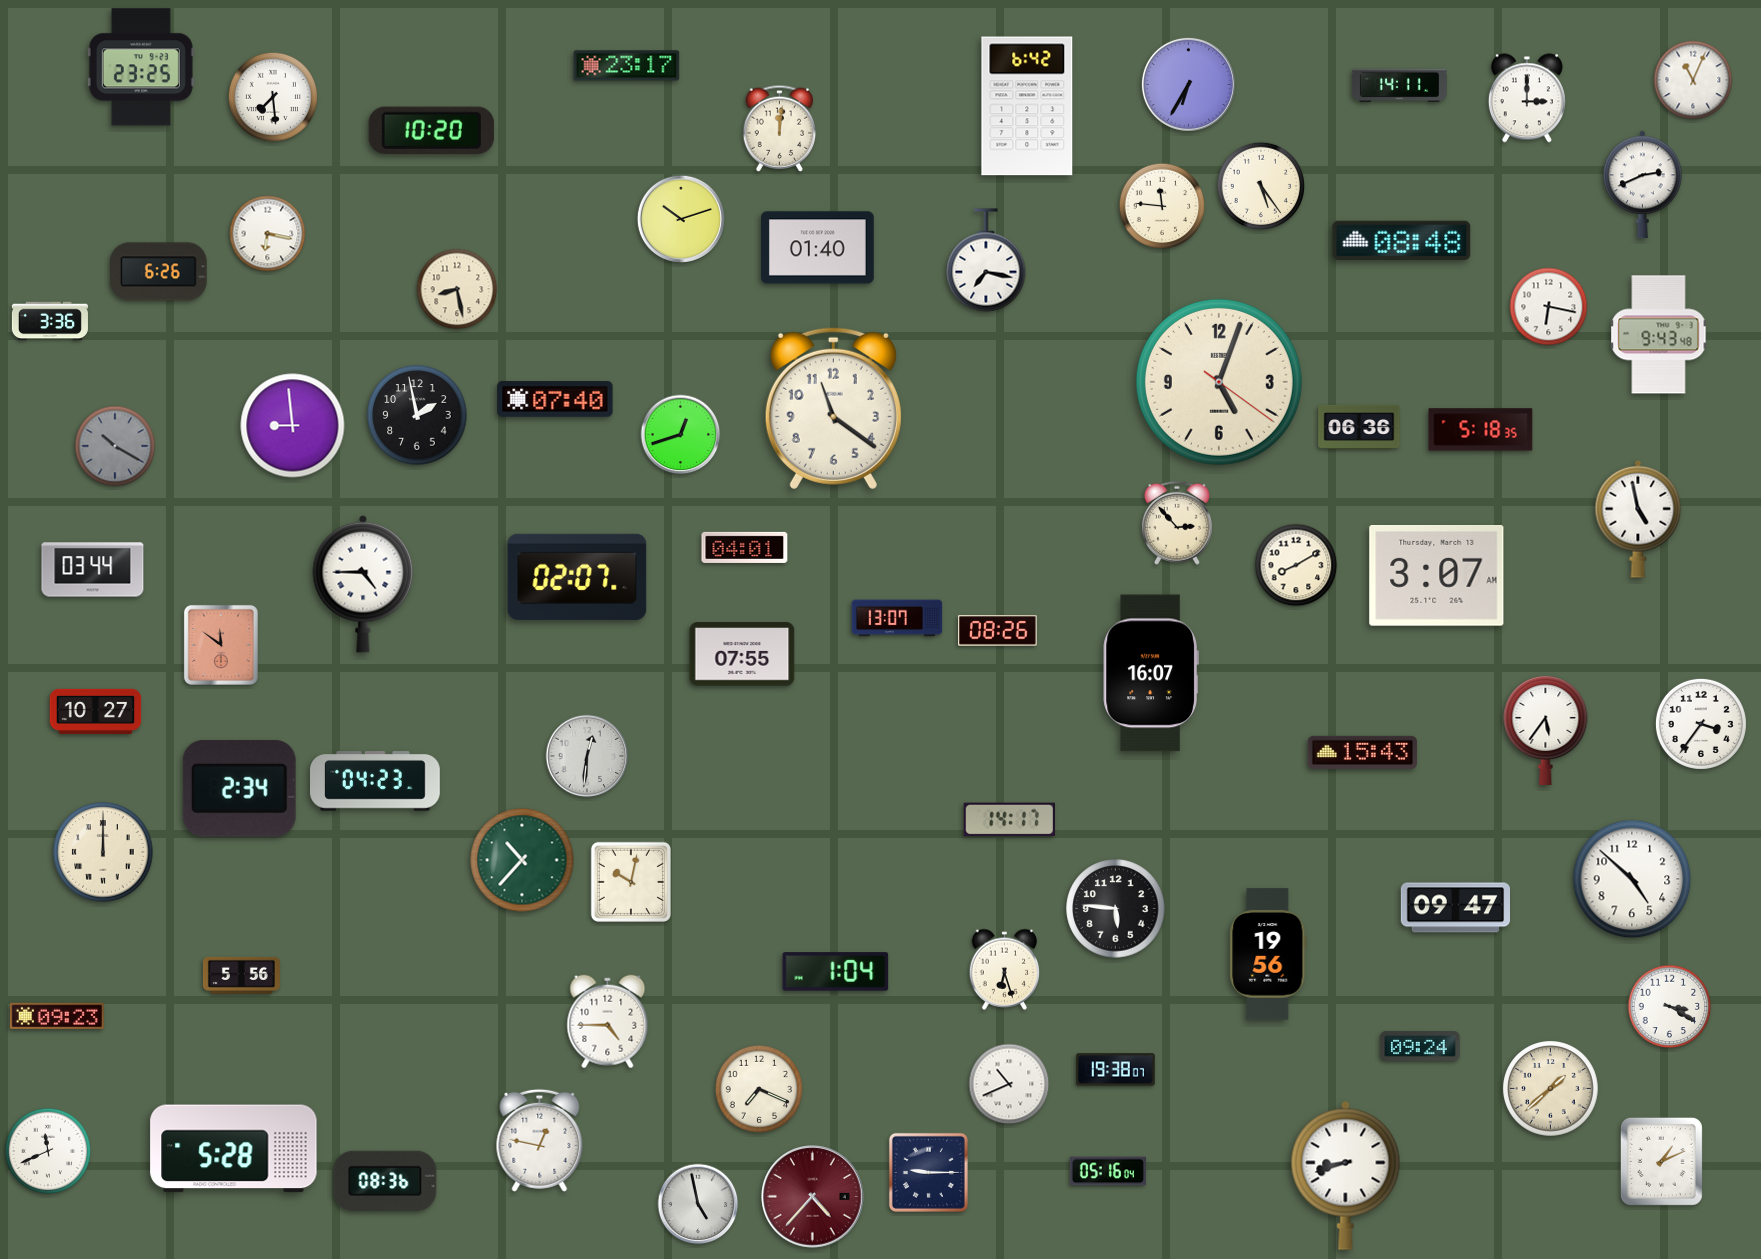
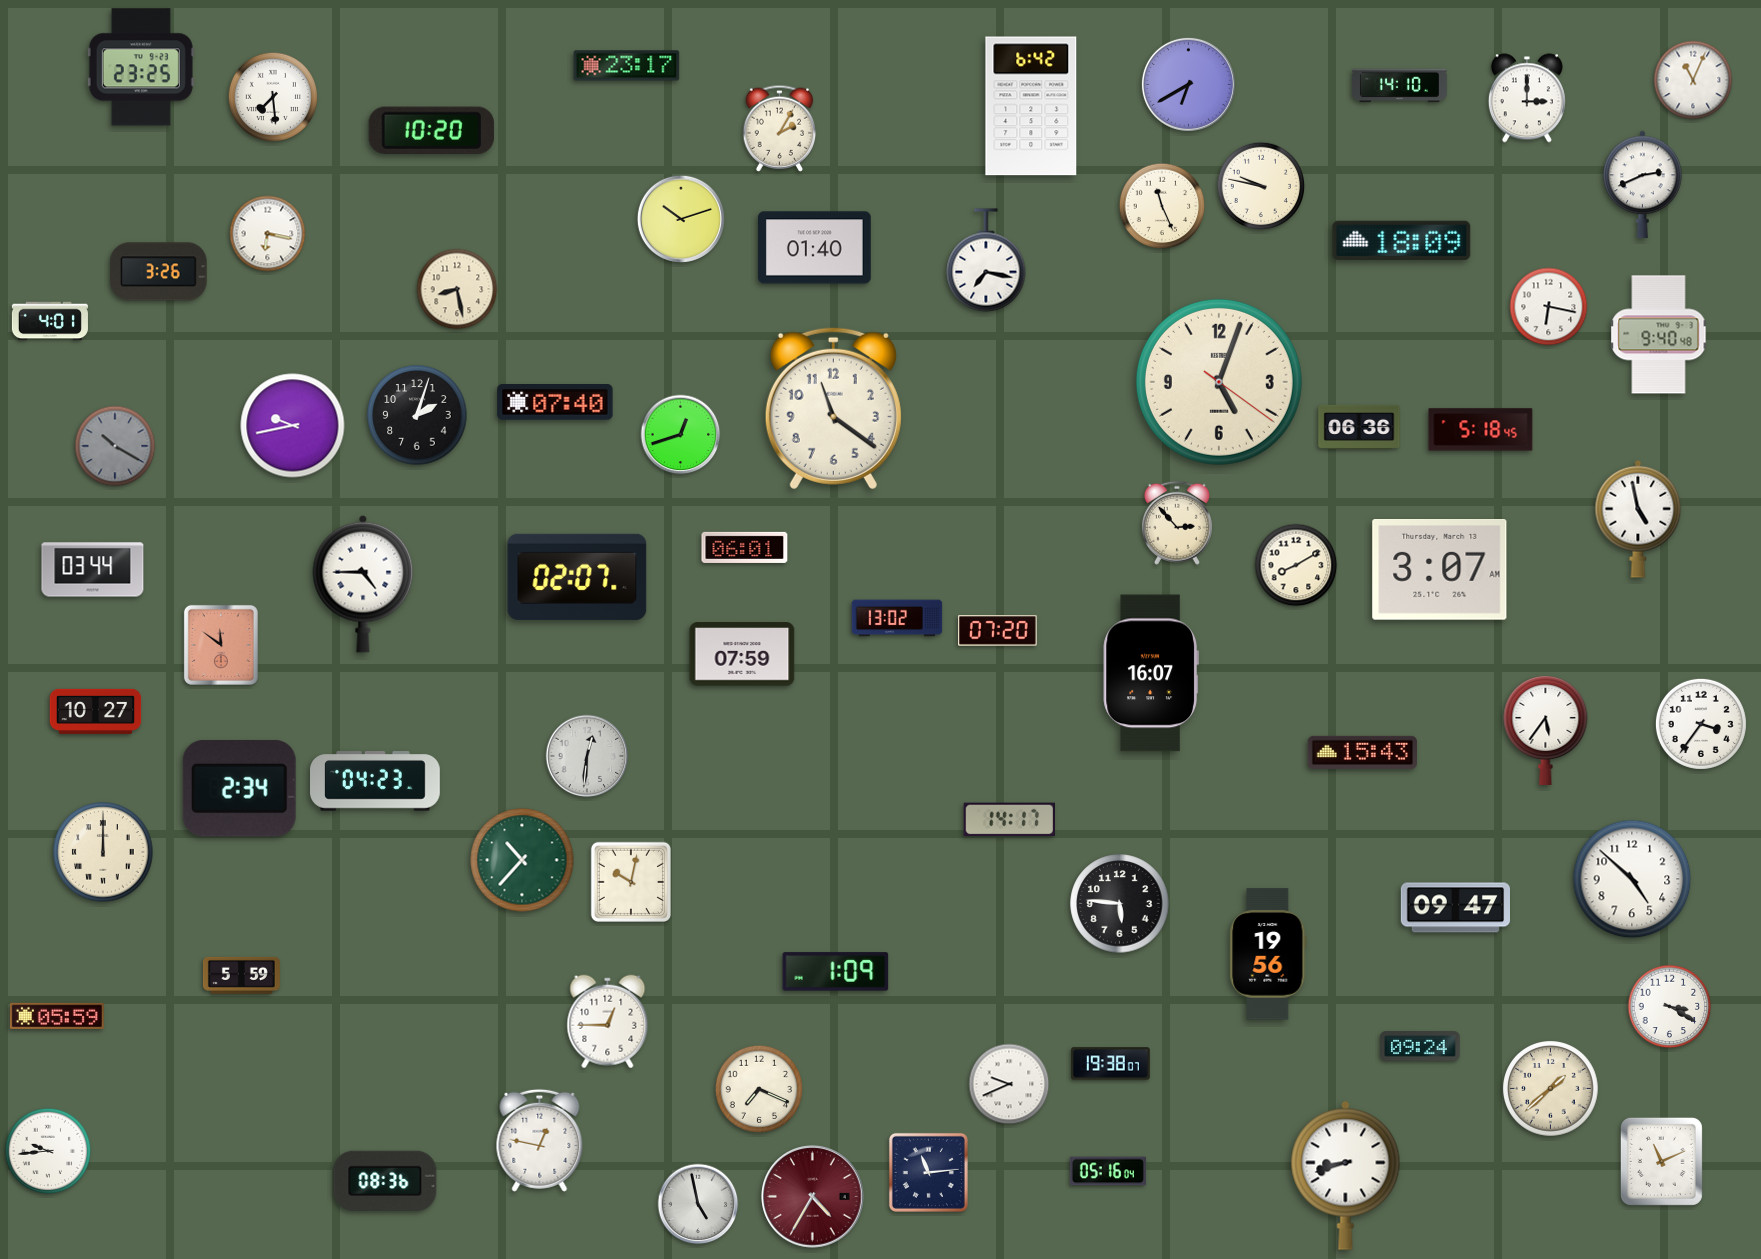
clock at (1188, 84): 6:35 -> 6:40
clock at (1400, 86): 14:11 -> 14:10
clock at (1027, 106) position: (1027, 106) -> (1031, 106)
clock at (780, 128): 12:01 -> 2:05
clock at (1260, 185): 5:24 -> 9:47
clock at (1162, 206): 11:46 -> 11:26
clock at (1402, 240): 08:48 -> 18:09
clock at (818, 248) position: (818, 248) -> (815, 248)
clock at (159, 272): 6:26 -> 3:26
clock at (50, 321): 3:36 -> 4:01
clock at (1659, 335): 9:43 -> 9:40
clock at (555, 399) position: (555, 399) -> (555, 402)
clock at (417, 415): 1:58 -> 2:03
clock at (293, 426): 8:59 -> 9:43
clock at (1481, 430): 5:18:35 -> 5:18:45
clock at (745, 547): 04:01 -> 06:01
clock at (1437, 576) position: (1437, 576) -> (1440, 570)
clock at (897, 618): 13:07 -> 13:02
clock at (998, 631): 08:26 -> 07:20
clock at (742, 654): 07:55 -> 07:59
clock at (1116, 909) position: (1116, 909) -> (1120, 904)
clock at (1005, 969): 6:27 -> none
clock at (836, 972): 1:04 -> 1:09
clock at (241, 975): 5:56 -> 5:59
clock at (57, 1015): 09:23 -> 05:59
clock at (608, 1022): 4:45 -> 12:45
clock at (1116, 1070) position: (1116, 1070) -> (1111, 1064)
clock at (1009, 1084): 10:41 -> 9:41
clock at (234, 1149): 5:28 -> none
clock at (48, 1151): 11:41 -> 9:44
clock at (1661, 1161): 1:11 -> 11:11
clock at (928, 1172): 9:15 -> 11:14
clock at (813, 1197): 4:37 -> 4:35
